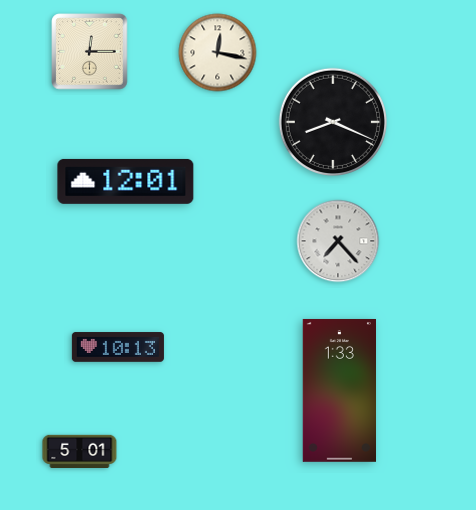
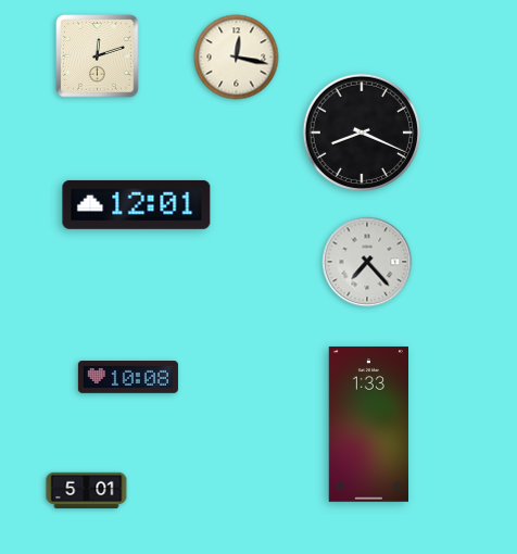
clock at (90, 52): 12:15 -> 12:12
clock at (126, 181) position: (126, 181) -> (137, 204)
clock at (118, 347): 10:13 -> 10:08
